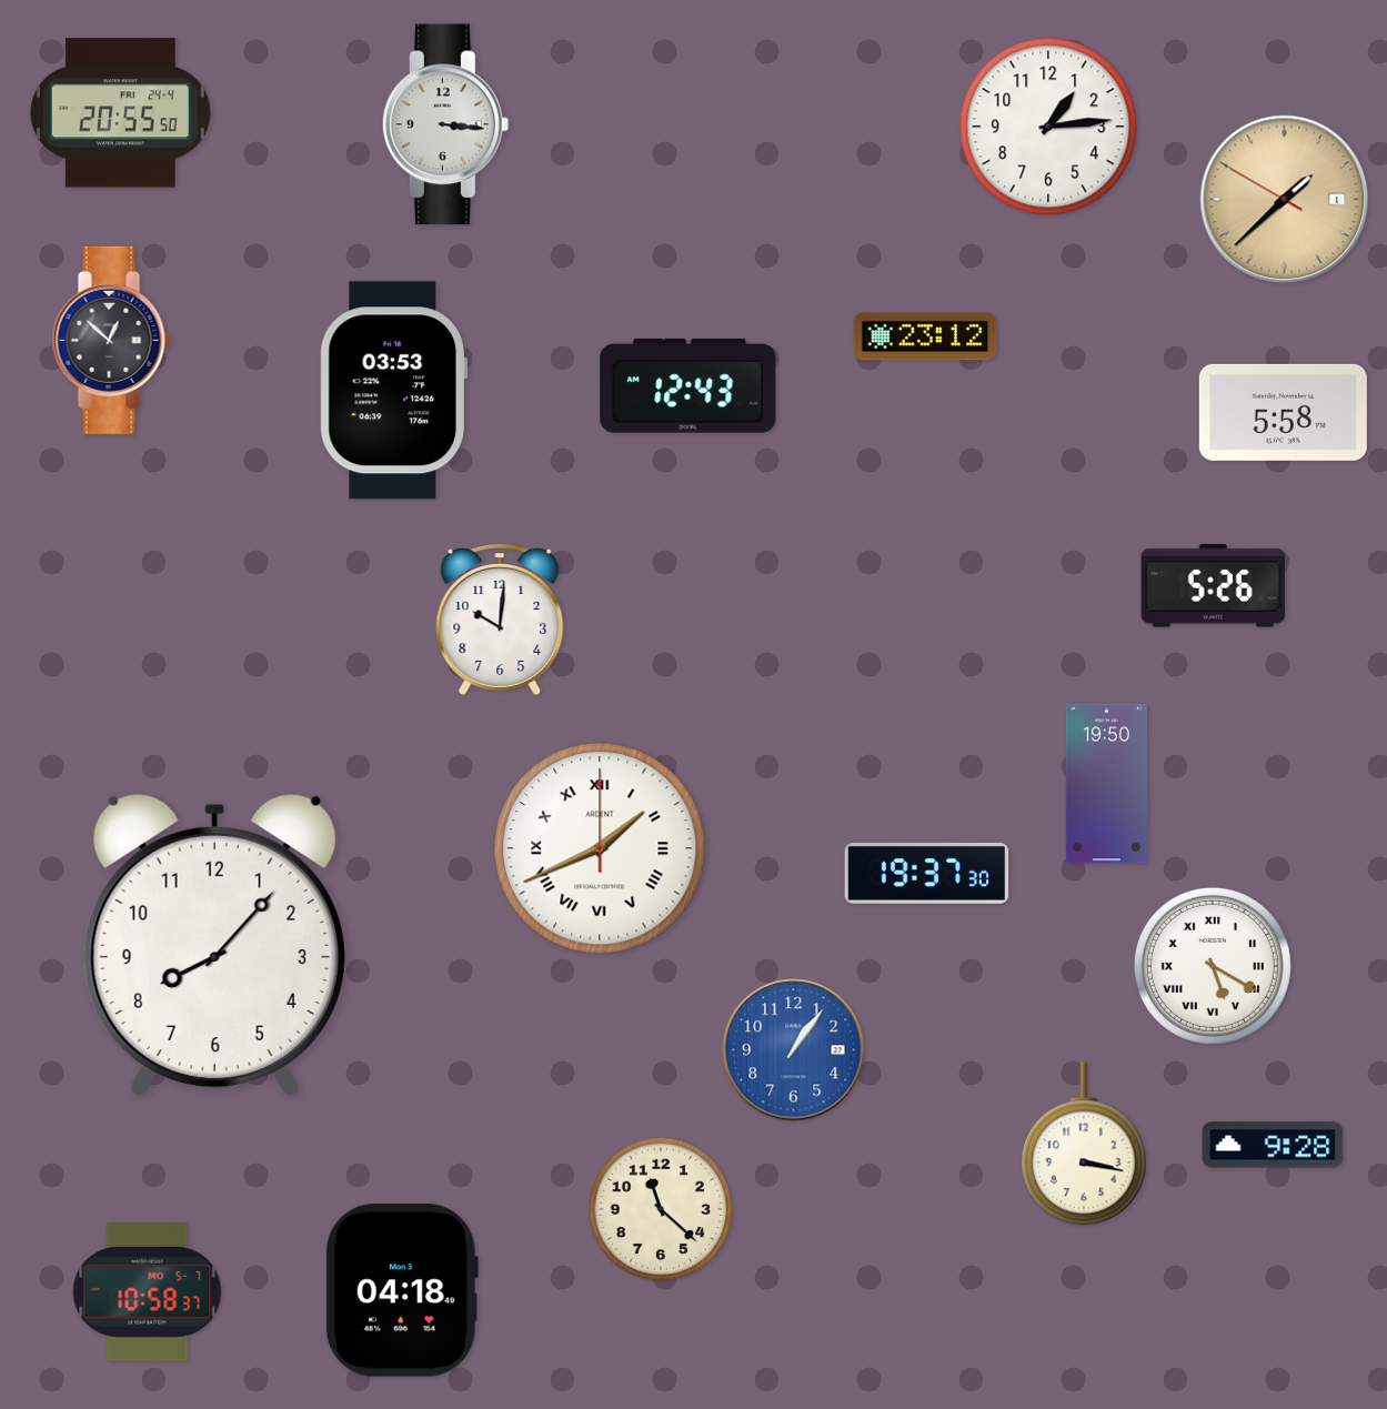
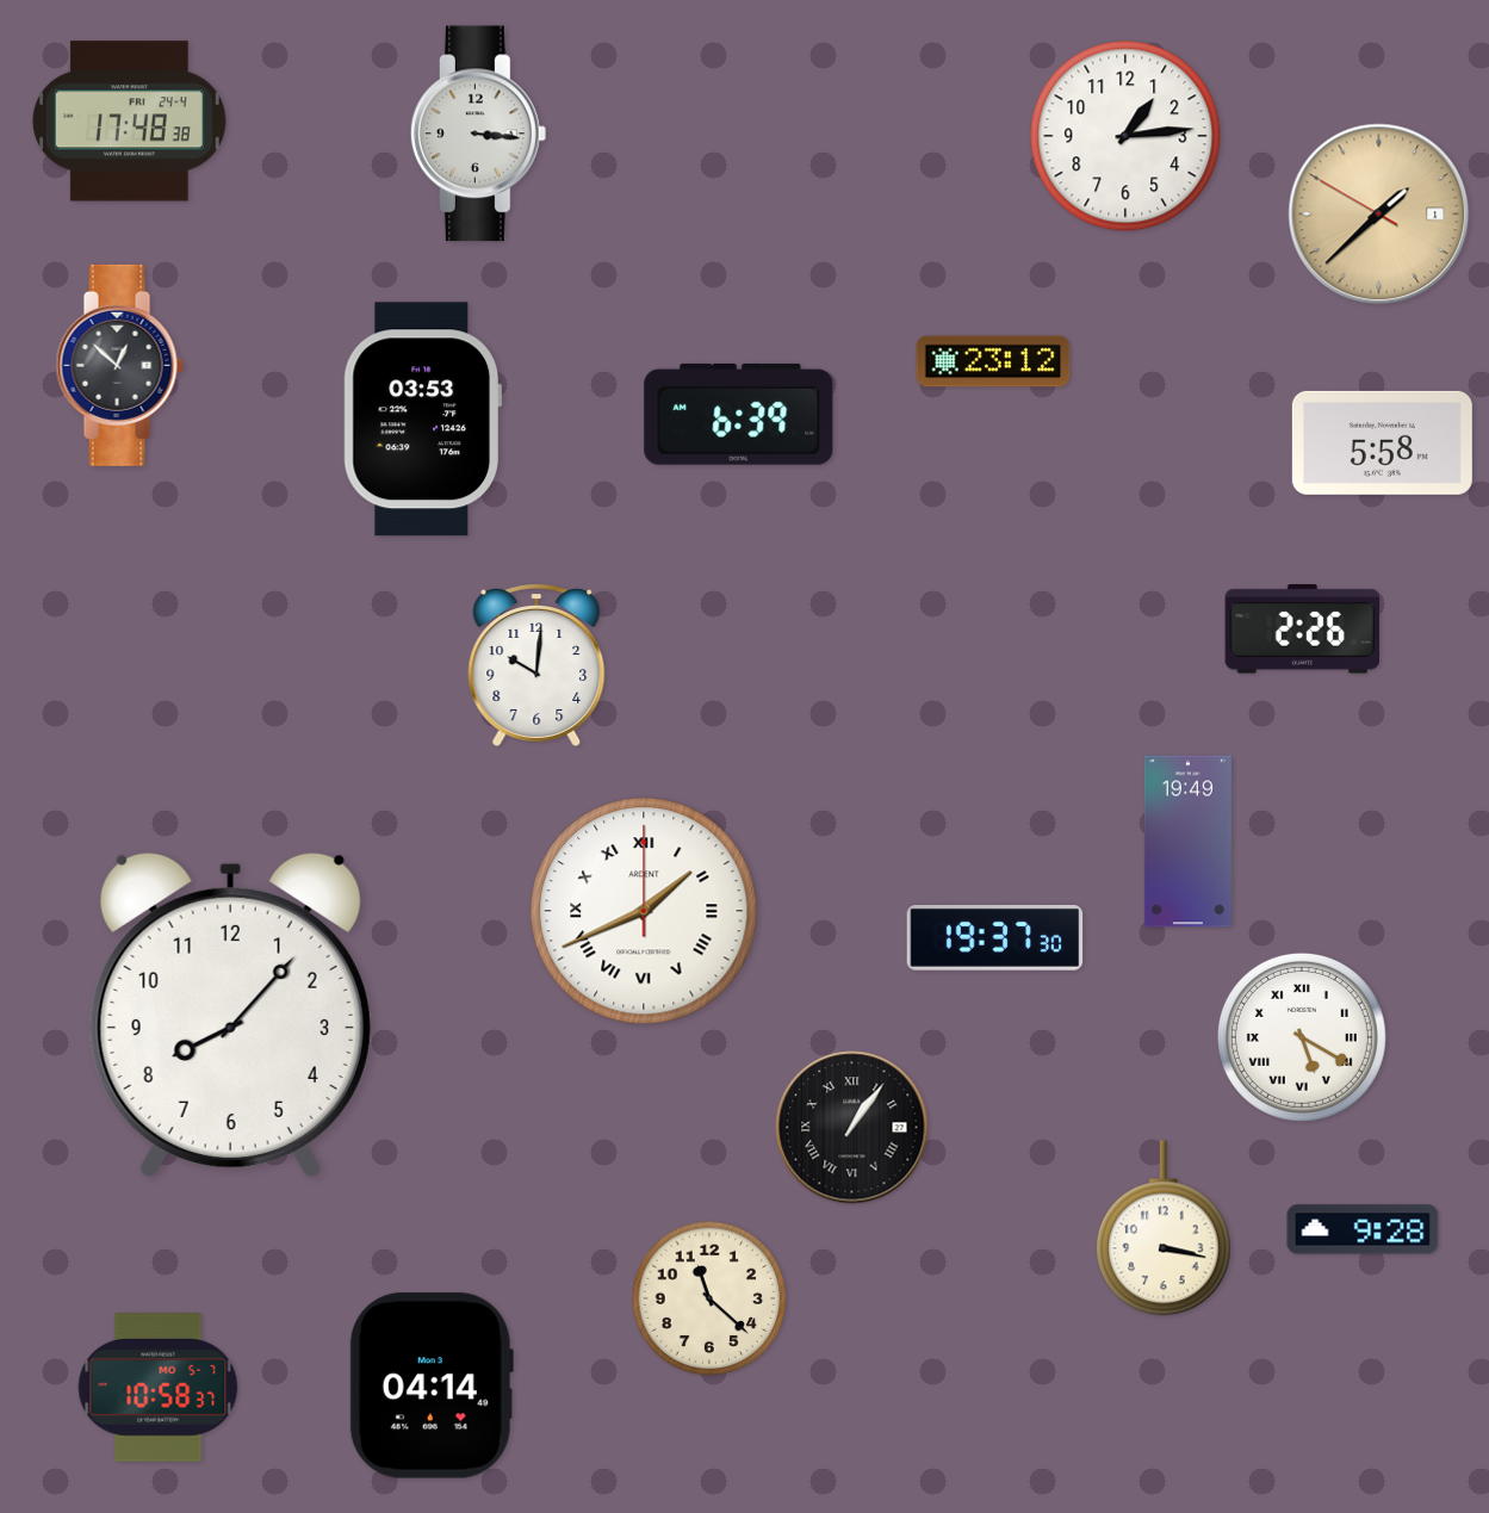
clock at (120, 113): 20:55 -> 17:48
clock at (689, 385): 12:43 -> 6:39
clock at (1283, 412) position: (1283, 412) -> (1382, 442)
clock at (1213, 586): 5:26 -> 2:26
clock at (1106, 784): 19:50 -> 19:49
clock at (794, 1050) dial: blue -> black
clock at (794, 1050) numerals: Arabic -> Roman
clock at (1273, 1145) position: (1273, 1145) -> (1363, 1229)
clock at (402, 1290): 04:18 -> 04:14
